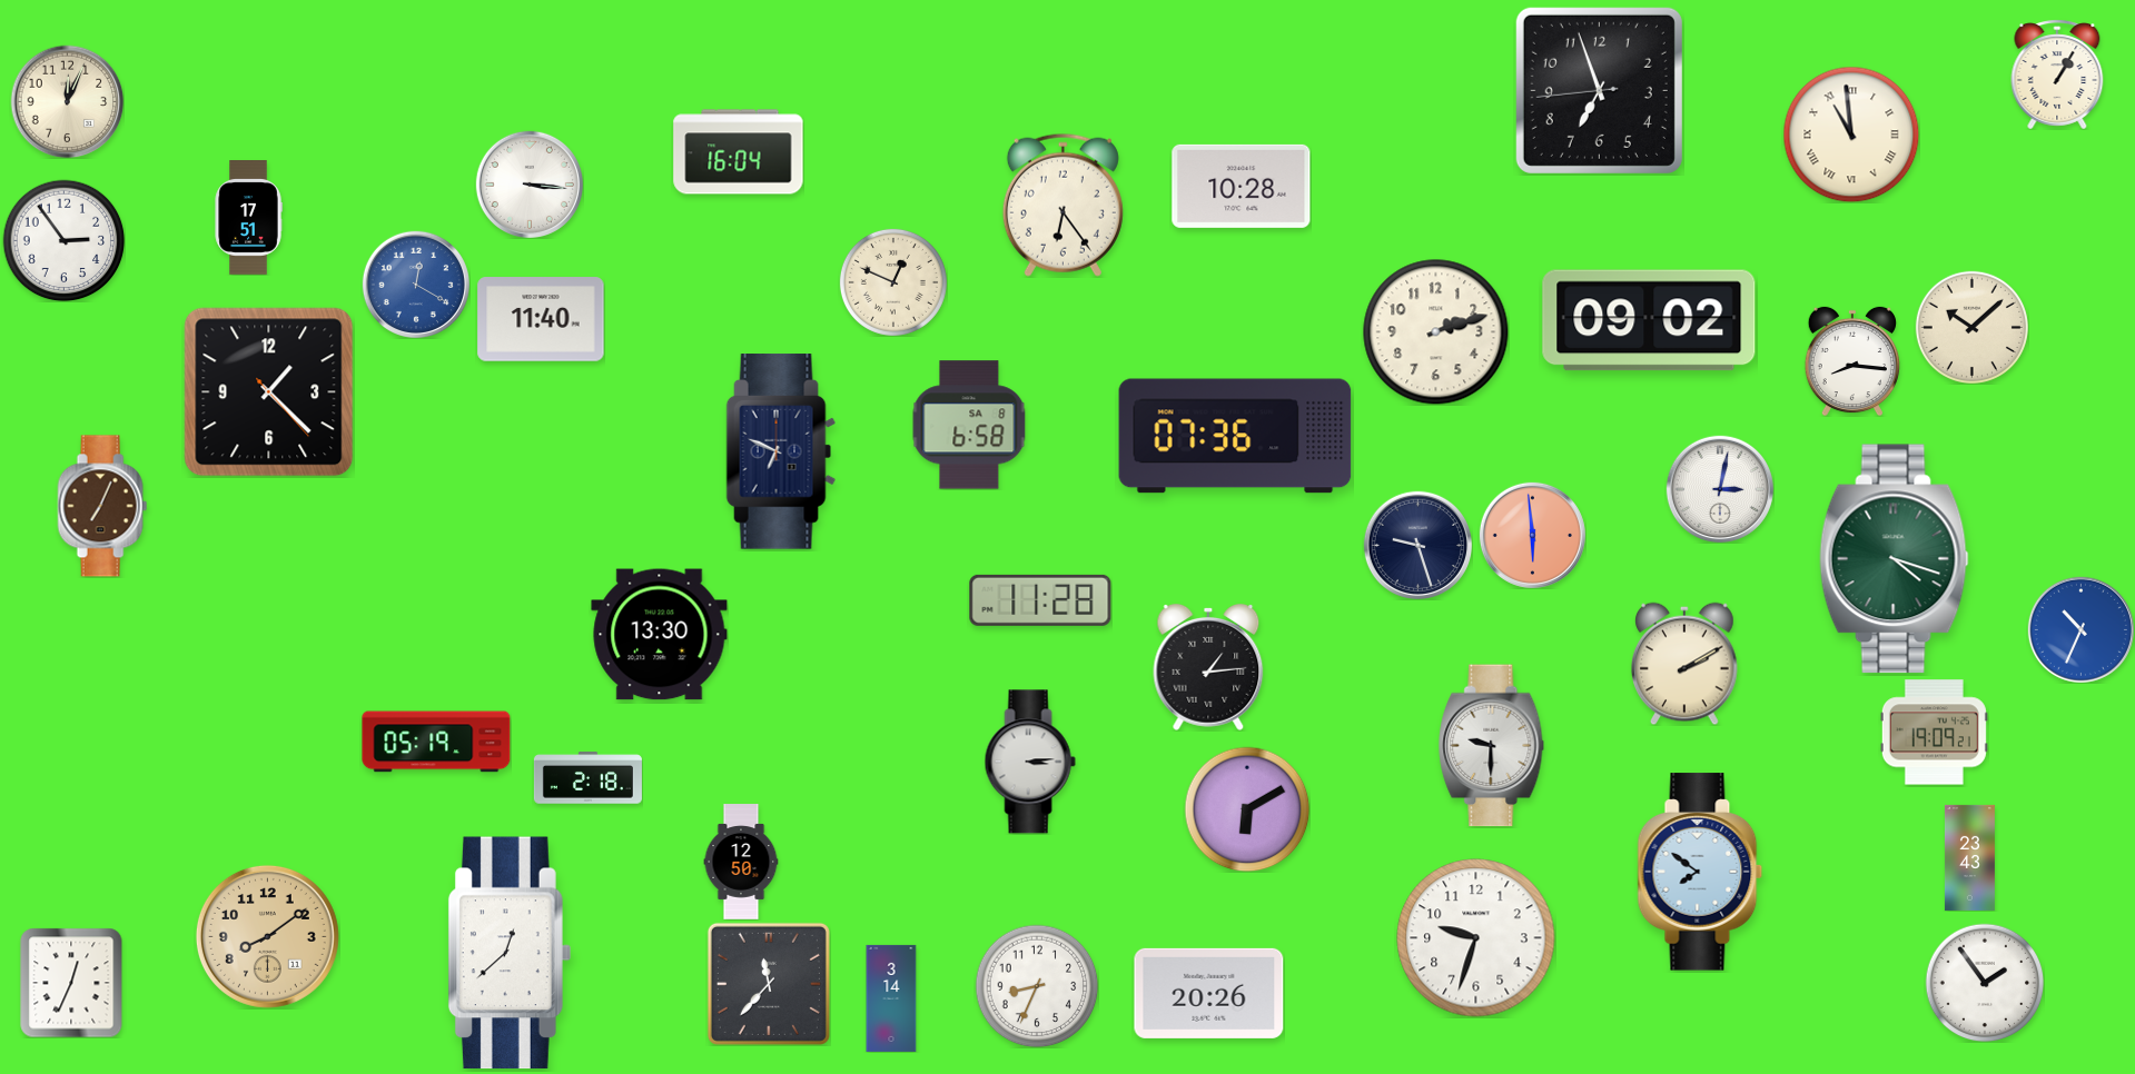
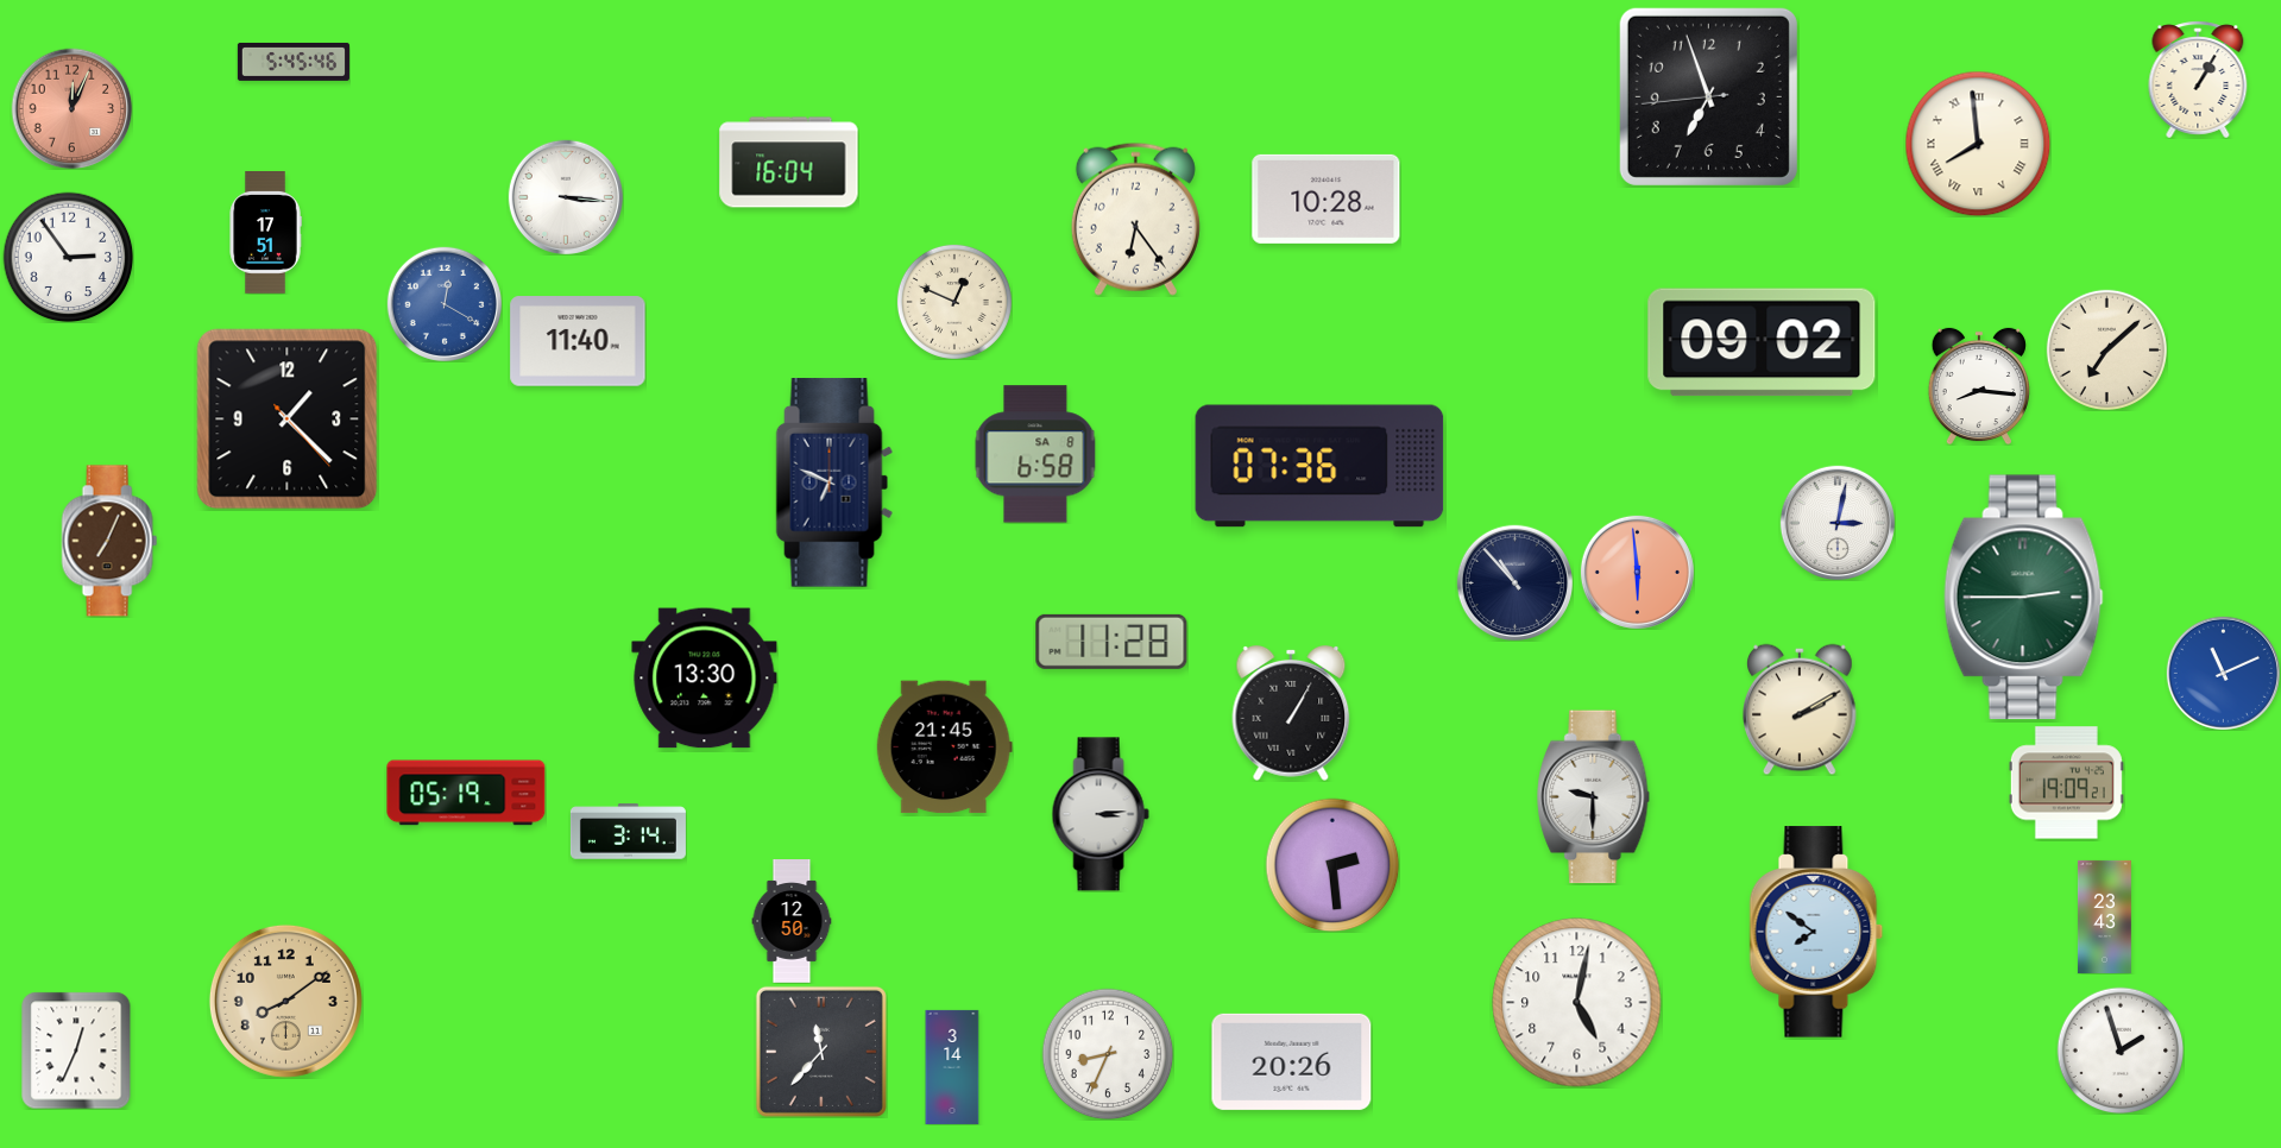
clock at (294, 62): none -> 5:45
clock at (67, 101) dial: cream -> salmon
clock at (1851, 135): 10:59 -> 7:59
clock at (1971, 327): 10:08 -> 7:08
clock at (1436, 332): 2:12 -> none
clock at (1417, 545): 9:27 -> 10:53
clock at (1895, 559): 4:18 -> 2:45
clock at (2080, 629): 10:34 -> 11:11
clock at (1208, 668): 1:14 -> 1:05
clock at (944, 748): none -> 21:45
clock at (587, 778): 2:18 -> 3:14
clock at (1247, 809): 6:10 -> 2:29
clock at (1476, 938): 9:33 -> 5:02
clock at (510, 953): 12:38 -> none
clock at (1985, 983): 1:54 -> 1:57
